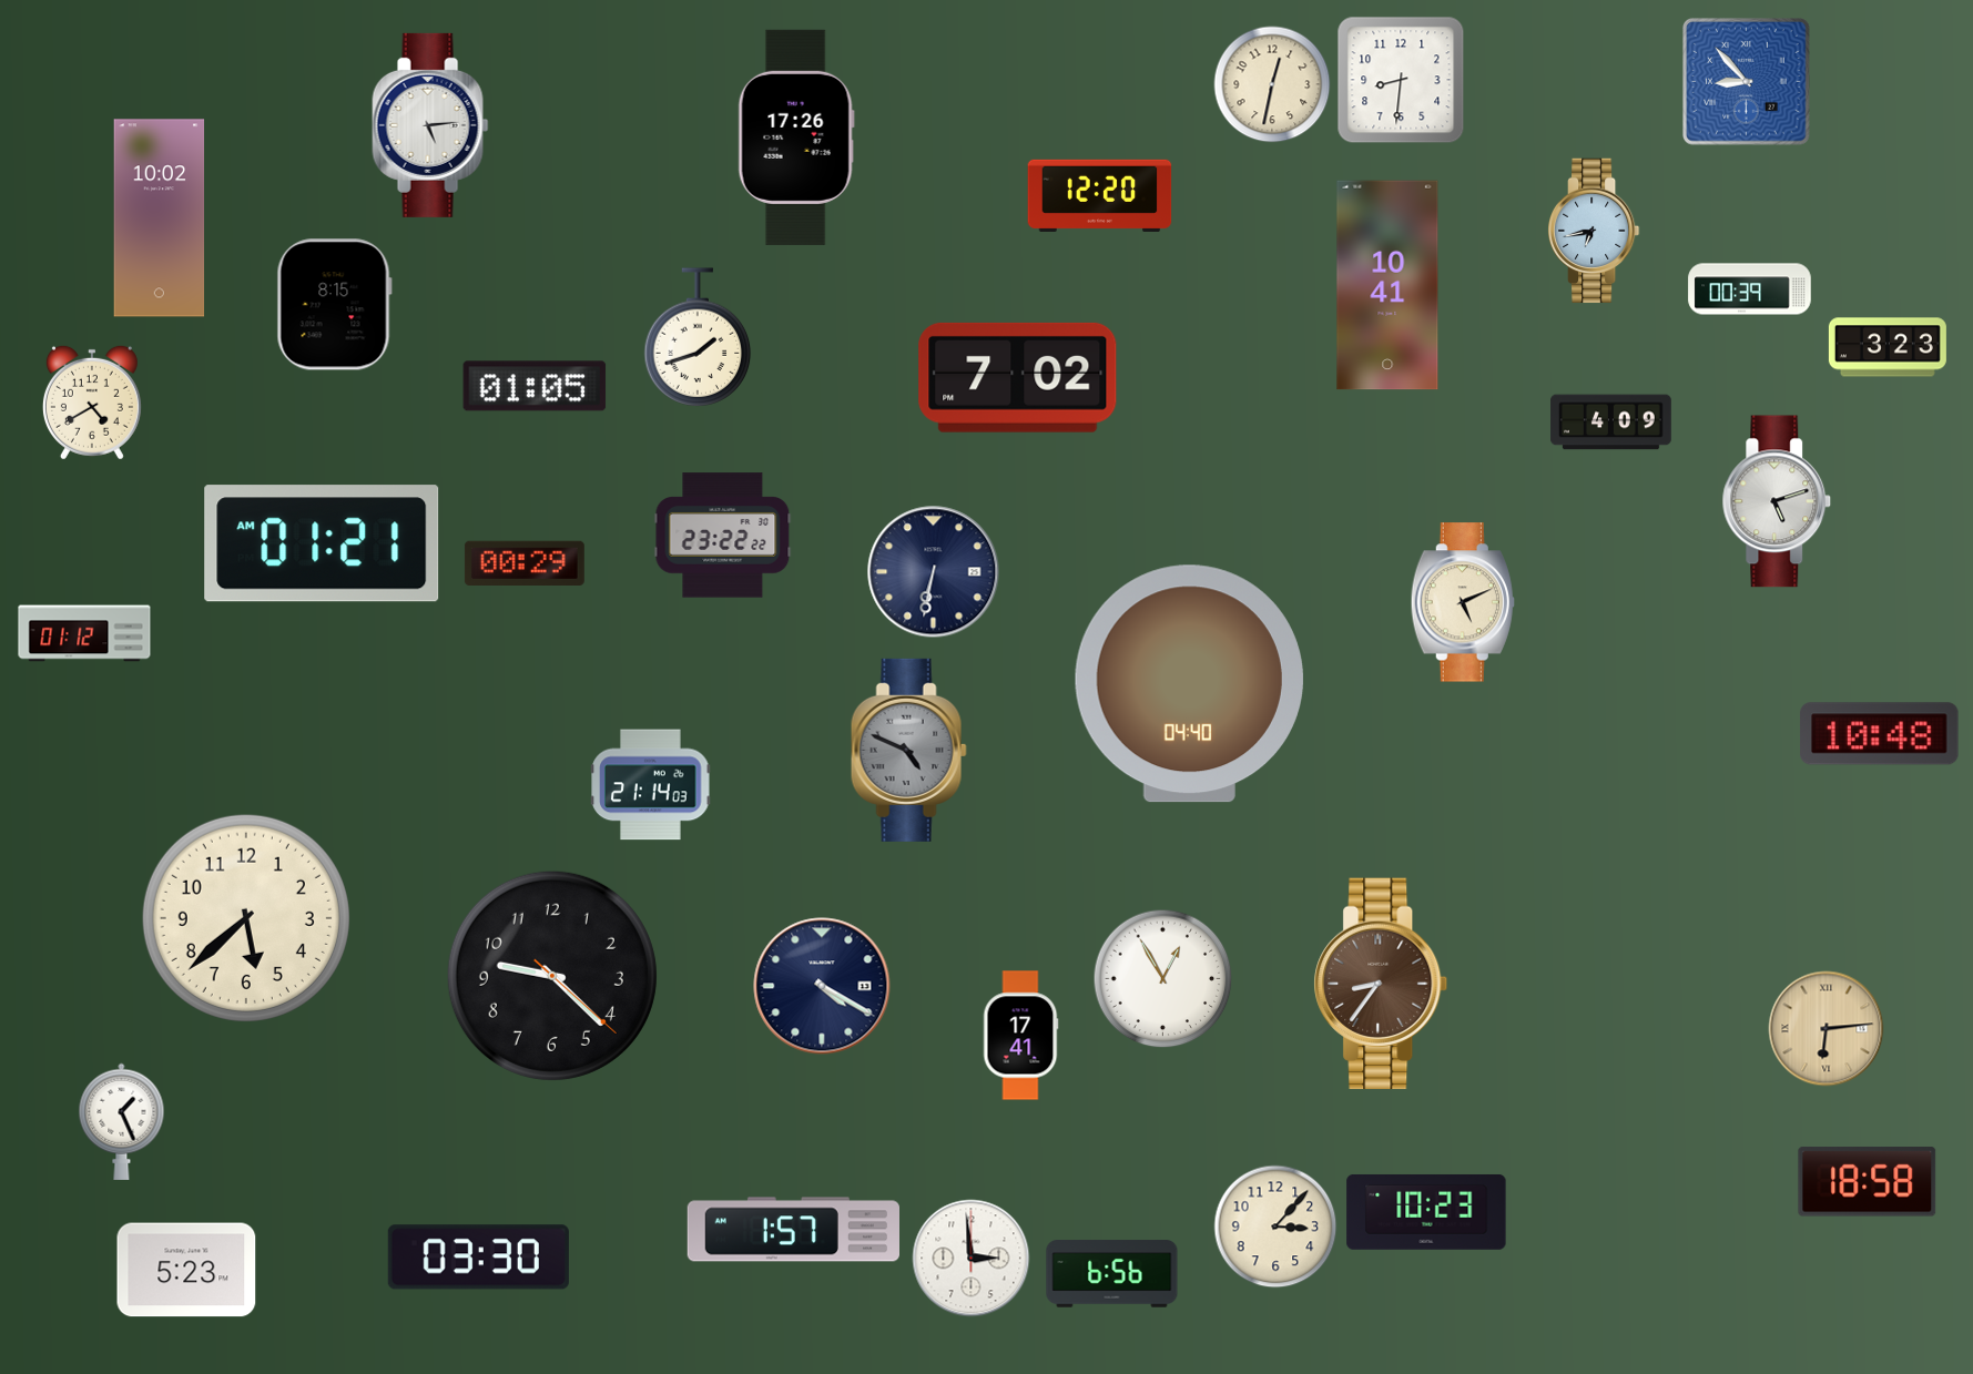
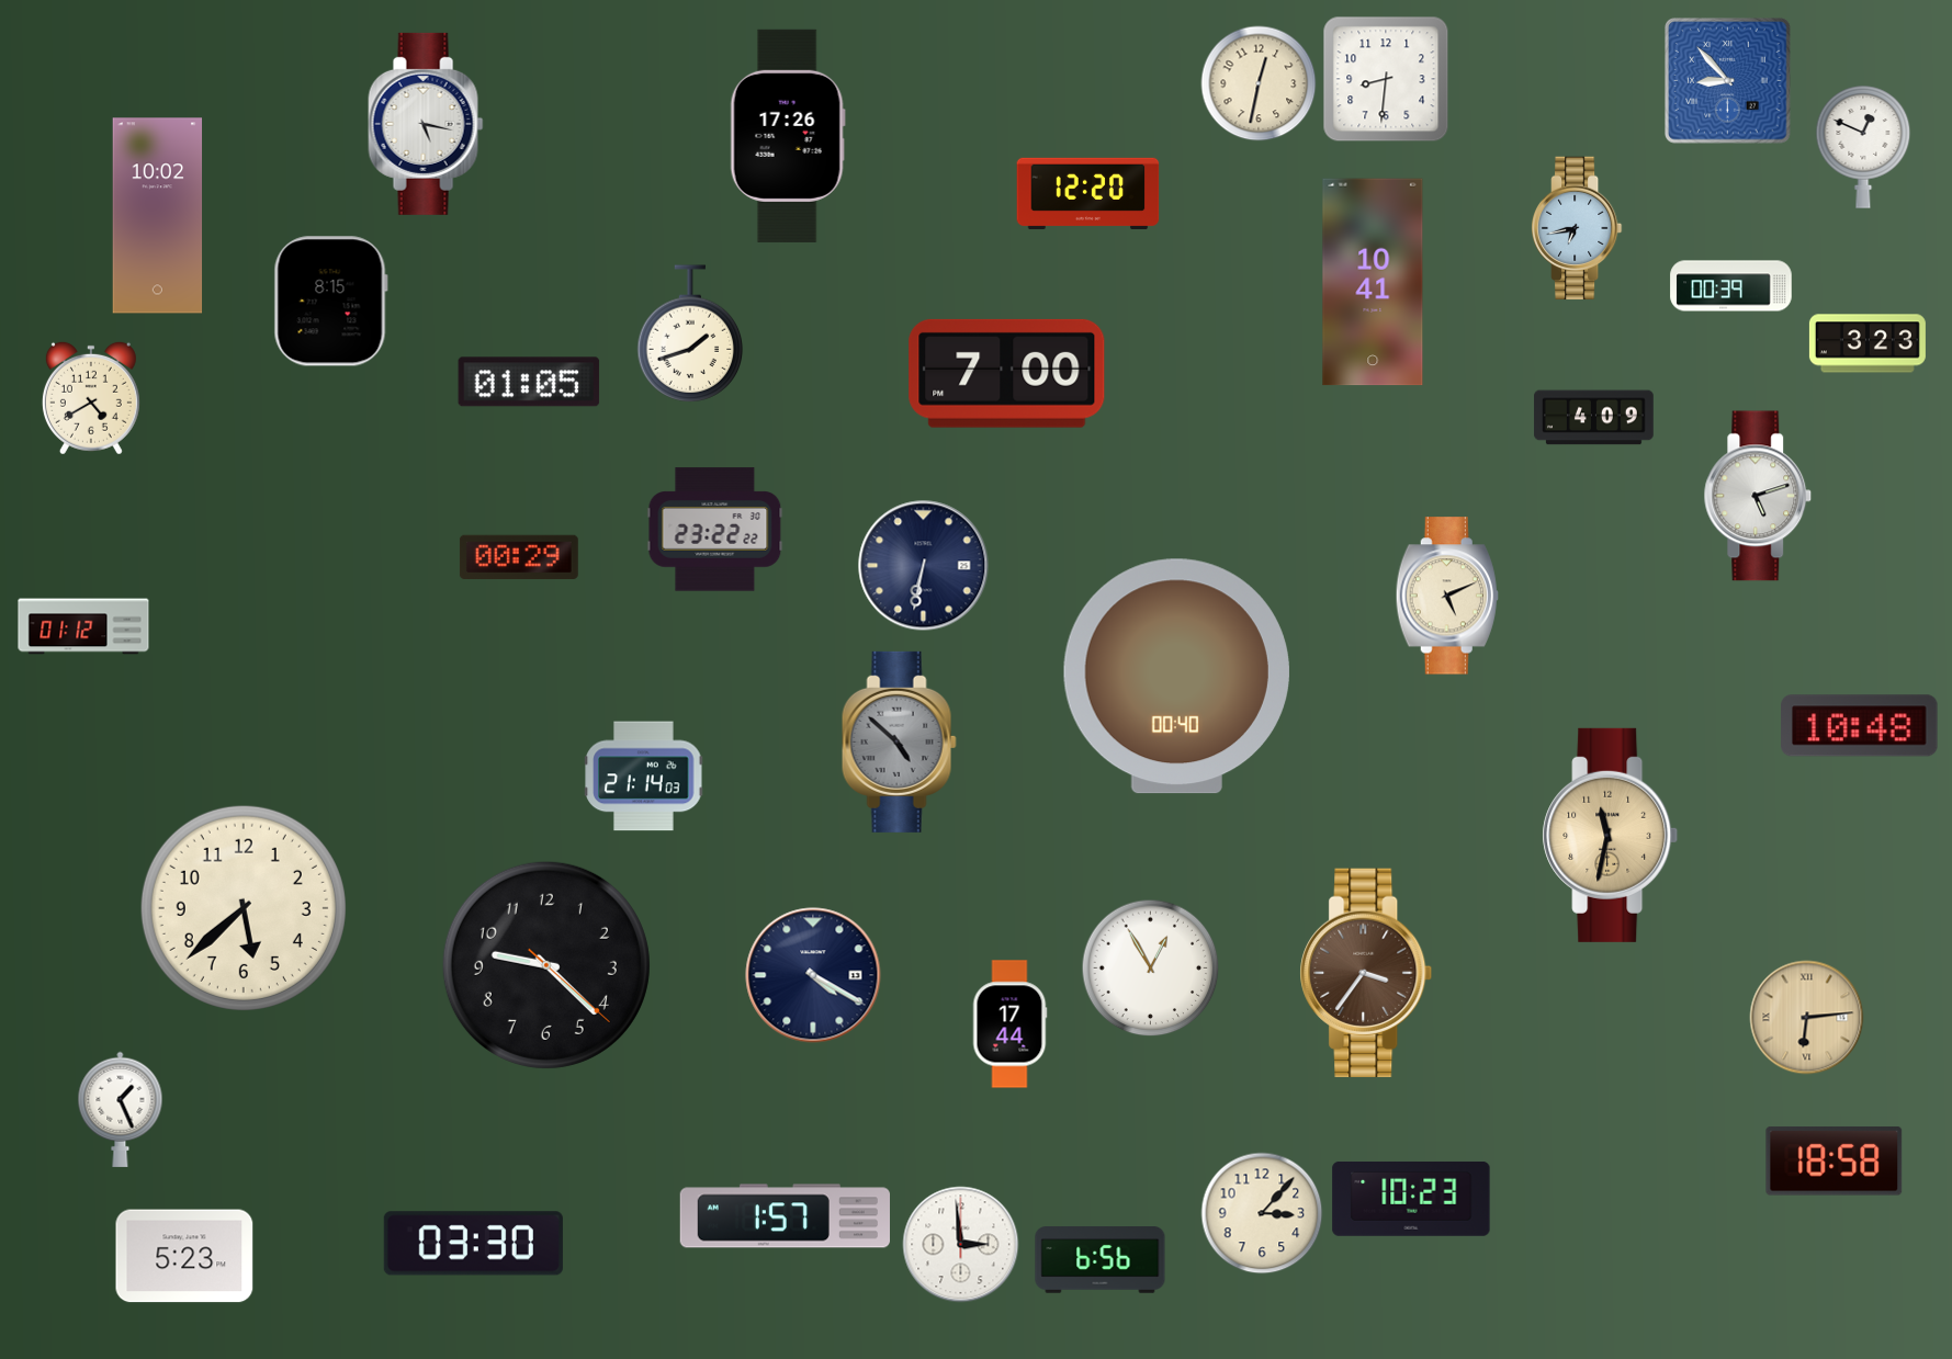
clock at (430, 125): 5:14 -> 5:17
clock at (1863, 147): none -> 12:49
clock at (1018, 377): 7:02 -> 7:00
clock at (322, 543): 01:21 -> none
clock at (1189, 684): 04:40 -> 00:40
clock at (908, 750): 4:49 -> 4:52
clock at (1611, 835): none -> 11:32
clock at (1381, 983): 8:36 -> 3:36
clock at (1020, 1036): 17:41 -> 17:44
clock at (1868, 1182) position: (1868, 1182) -> (1835, 1162)
